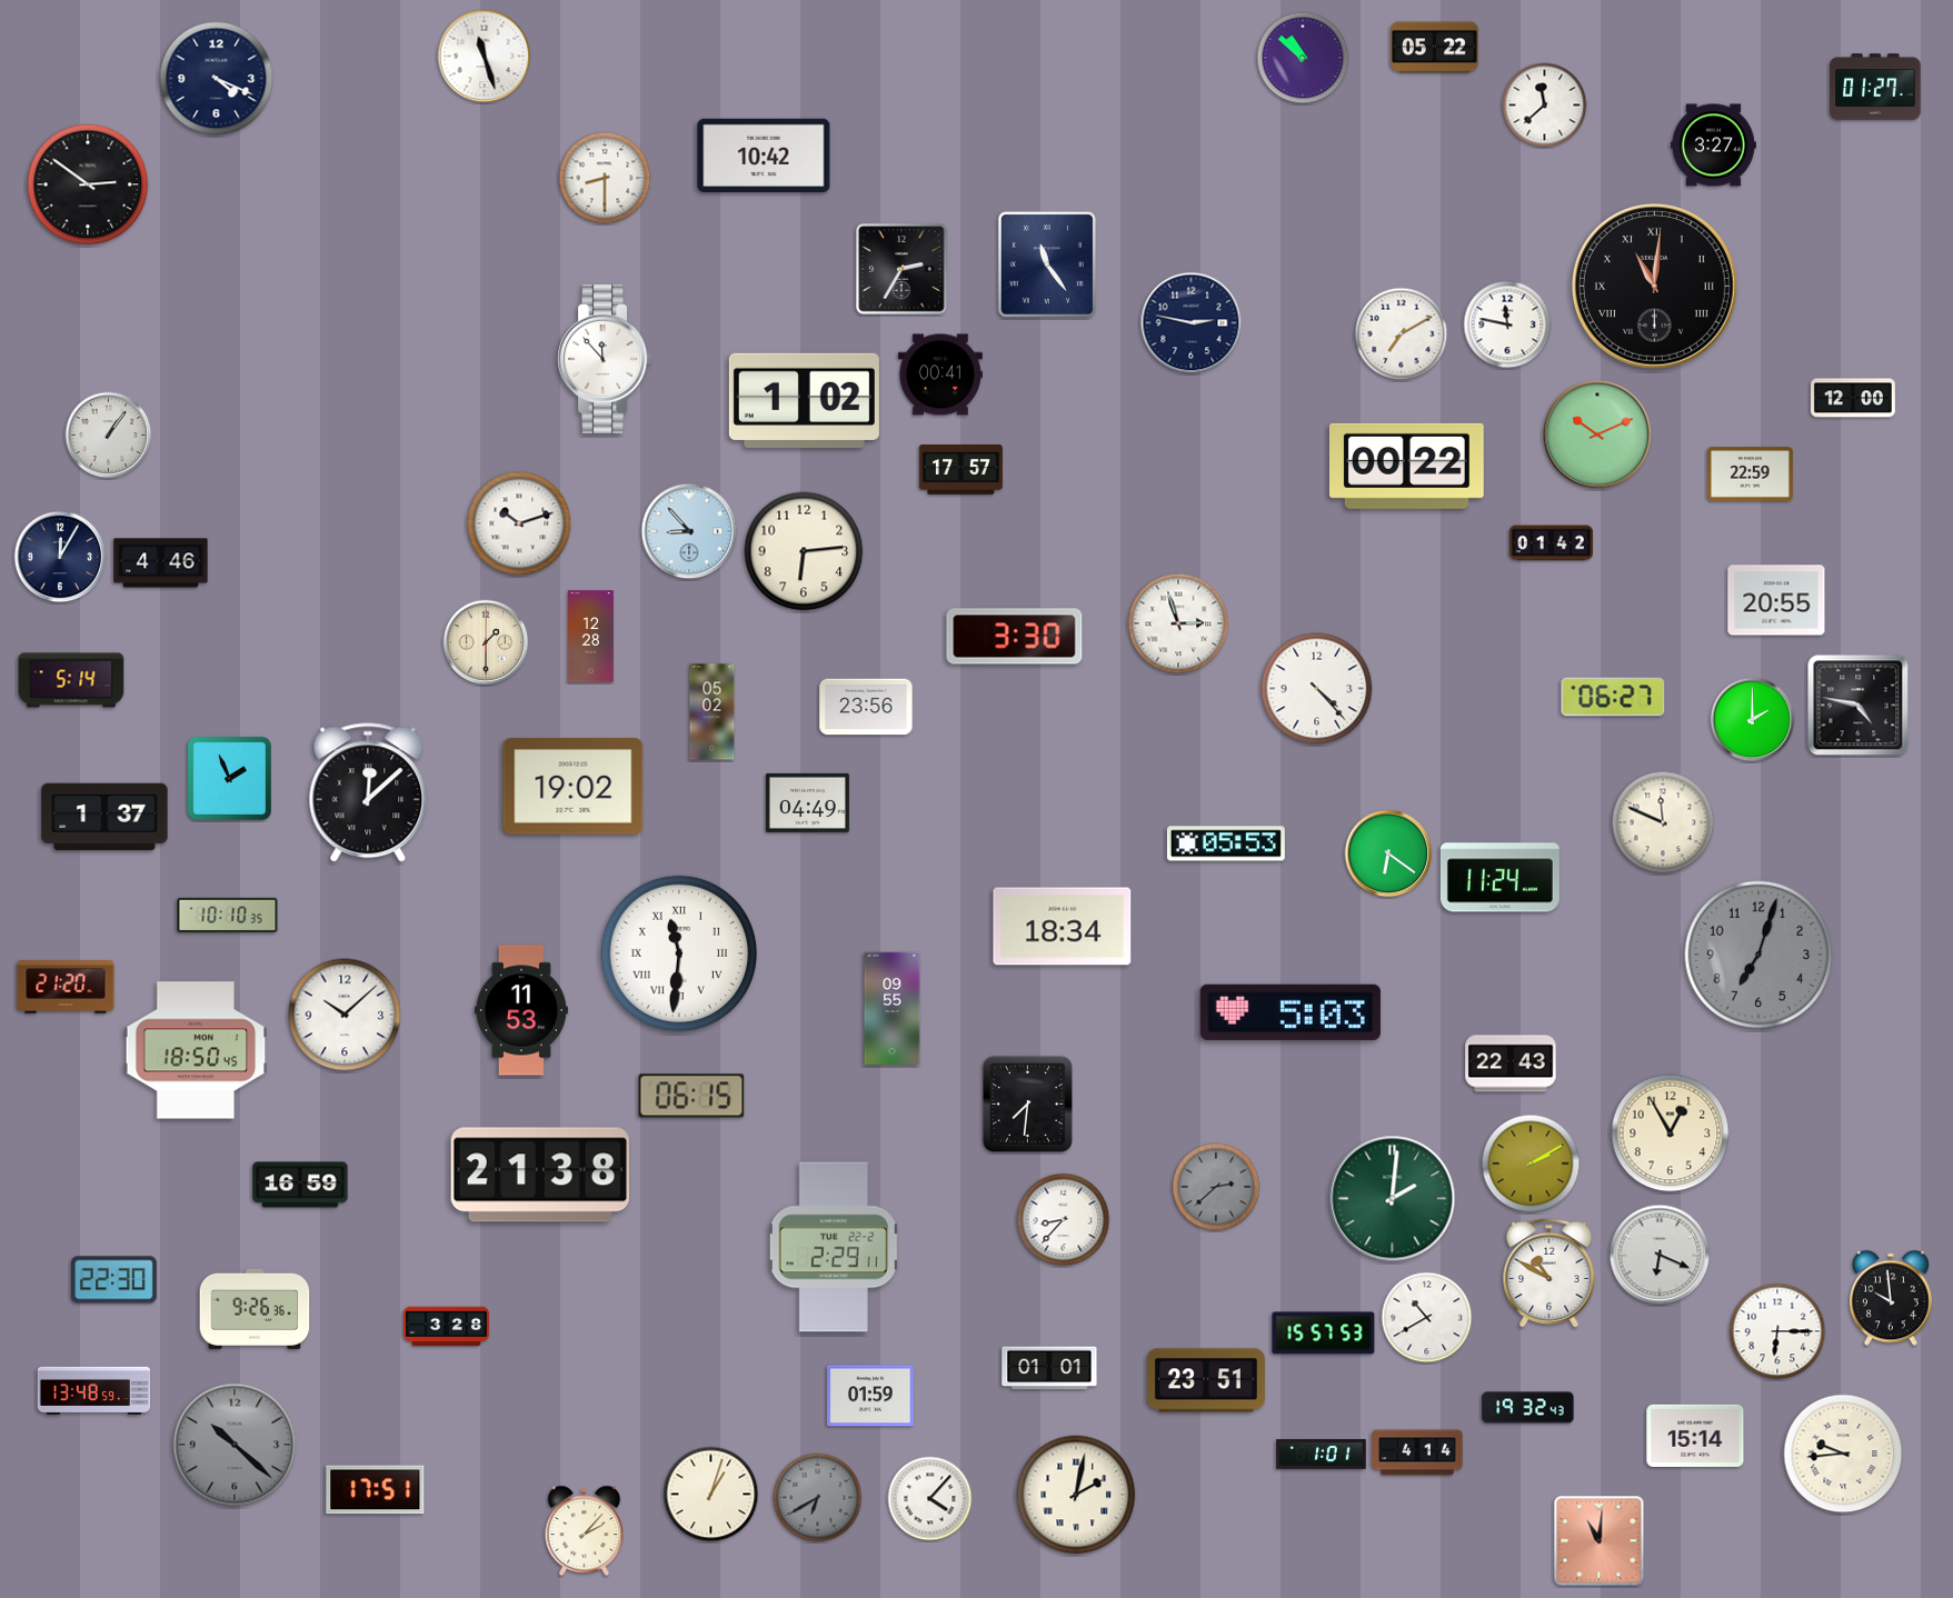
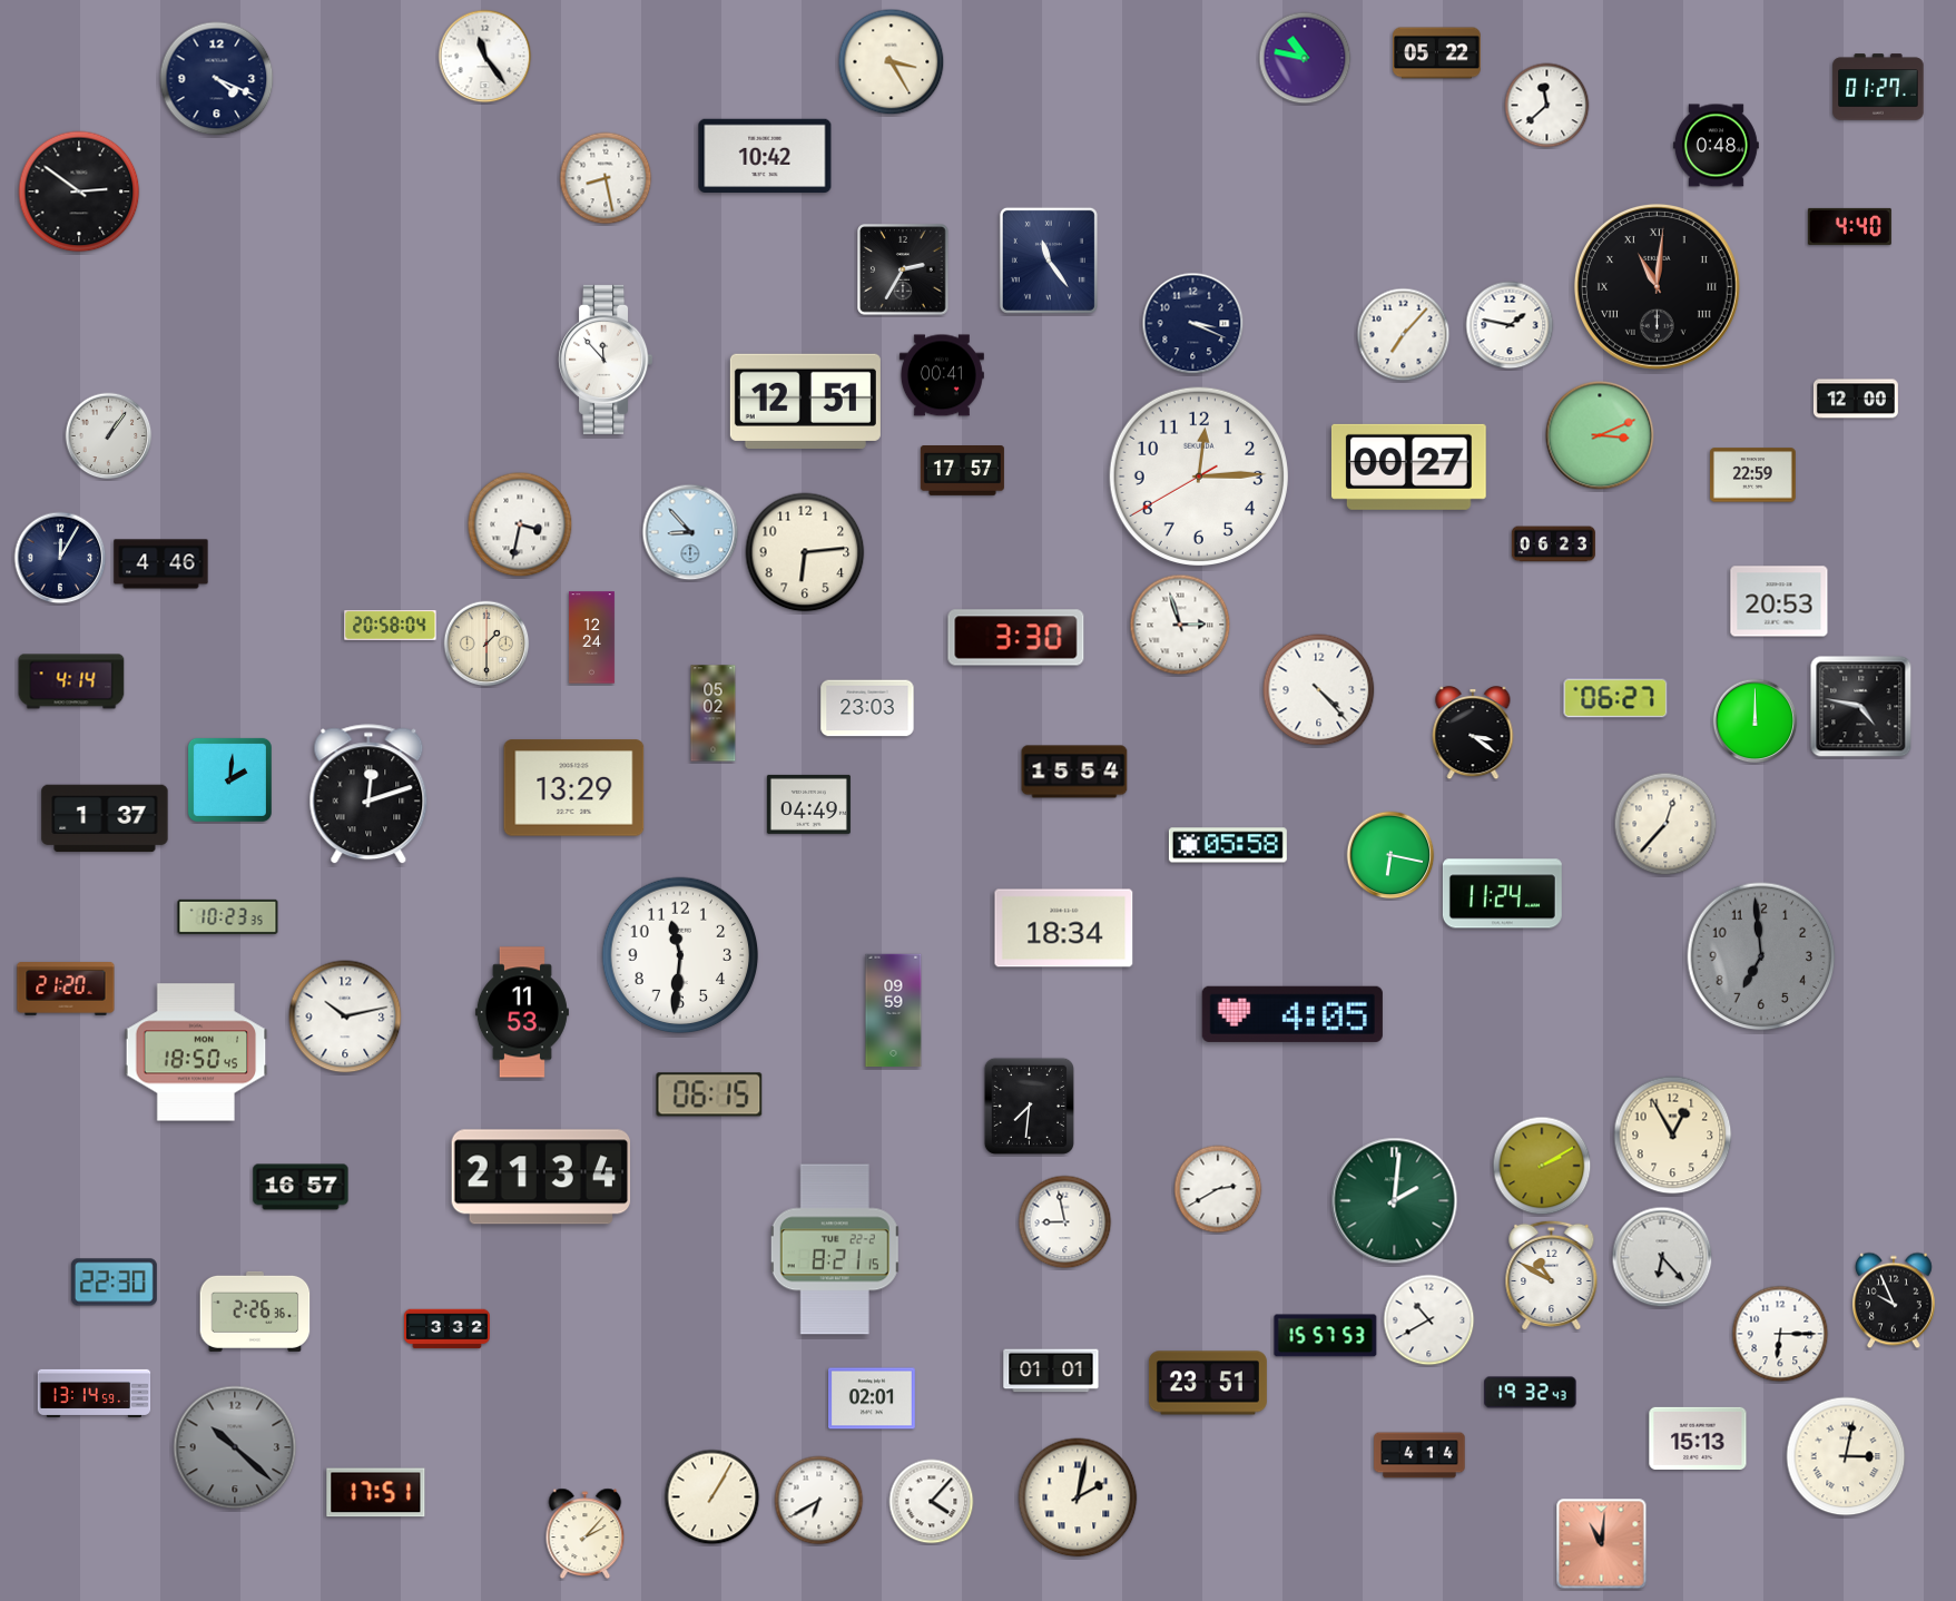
clock at (1435, 48) position: (1435, 48) -> (1437, 53)
clock at (485, 57): 11:27 -> 11:24
clock at (1303, 58): 10:52 -> 10:47
clock at (892, 62): none -> 3:25
clock at (1713, 146): 3:27 -> 0:48
clock at (605, 178): 8:30 -> 8:28
clock at (88, 184) position: (88, 184) -> (79, 191)
clock at (1849, 226): none -> 4:40
clock at (1047, 264) position: (1047, 264) -> (1049, 261)
clock at (1192, 323): 2:47 -> 3:19
clock at (1507, 324): 11:47 -> 1:47
clock at (1402, 334): 7:10 -> 7:07
clock at (804, 400): 1:02 -> 12:51
clock at (1597, 435): 10:11 -> 3:11
clock at (1406, 466): 00:22 -> 00:27
clock at (1199, 477): none -> 12:14
clock at (519, 523): 10:12 -> 3:32
clock at (1551, 543): 01:42 -> 06:23
clock at (1776, 600): 20:55 -> 20:53
clock at (391, 626): none -> 20:58
clock at (590, 637): 12:28 -> 12:24
clock at (71, 680): 5:14 -> 4:14
clock at (866, 707): 23:56 -> 23:03
clock at (1753, 720): 2:00 -> 12:00
clock at (1473, 734): none -> 3:21
clock at (1074, 772): none -> 15:54
clock at (229, 778): 1:56 -> 2:01
clock at (574, 787): 19:02 -> 13:29
clock at (368, 793): 12:08 -> 12:12
clock at (1663, 822): 11:49 -> 12:37
clock at (1226, 843): 05:53 -> 05:58
clock at (1388, 853): 6:21 -> 6:17
clock at (1499, 878) position: (1499, 878) -> (1502, 894)
clock at (228, 915): 10:10 -> 10:23
clock at (679, 953) numerals: Roman -> Arabic
clock at (1758, 955): 7:03 -> 6:59
clock at (893, 1009): 09:55 -> 09:59
clock at (1291, 1012): 5:03 -> 4:05
clock at (345, 1015): 10:08 -> 10:13
clock at (1511, 1063): 22:43 -> none
clock at (691, 1096) position: (691, 1096) -> (709, 1094)
clock at (1531, 1163) position: (1531, 1163) -> (1542, 1166)
clock at (539, 1175): 21:38 -> 21:34
clock at (300, 1185): 16:59 -> 16:57
clock at (1216, 1187): 2:38 -> 2:40
clock at (1216, 1187) dial: grey -> white
clock at (1064, 1220): 8:37 -> 8:58
clock at (834, 1247): 2:29 -> 8:21
clock at (1660, 1255): 6:19 -> 6:23
clock at (1891, 1298): 9:59 -> 9:56
clock at (255, 1309): 9:26 -> 2:26
clock at (446, 1327): 3:28 -> 3:32
clock at (94, 1390): 13:48 -> 13:14
clock at (871, 1396): 01:59 -> 02:01
clock at (1528, 1408) position: (1528, 1408) -> (1531, 1393)
clock at (1695, 1436): 15:14 -> 15:13
clock at (1843, 1454): 9:44 -> 3:02
clock at (1322, 1455): 1:01 -> none
clock at (711, 1495): 1:03 -> 1:05
clock at (818, 1498) dial: grey -> white
